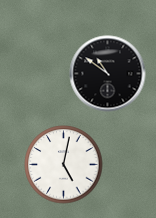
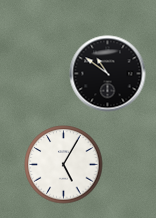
clock at (64, 165): 5:02 -> 5:05
